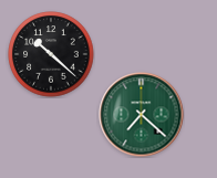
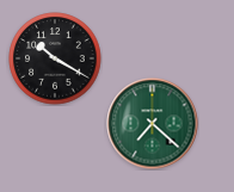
clock at (51, 54): 10:22 -> 10:20
